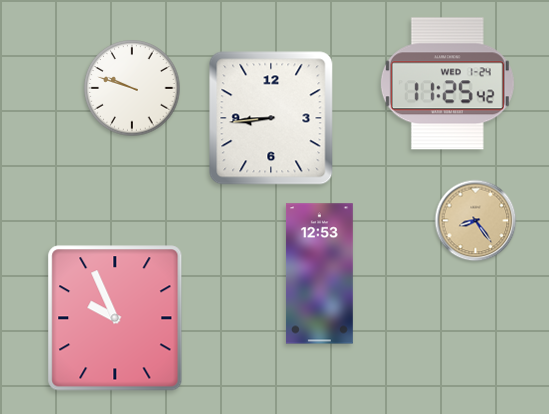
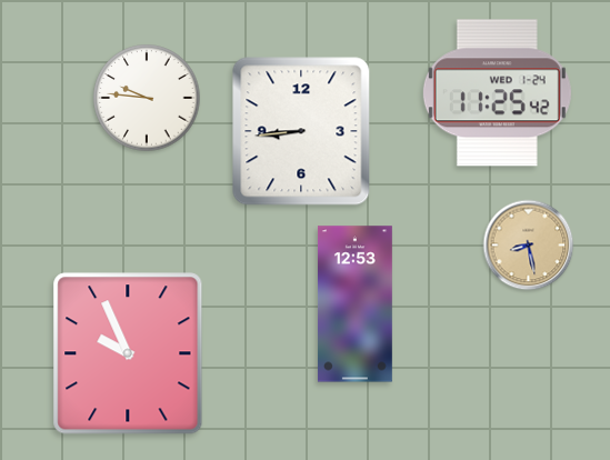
clock at (132, 88): 9:48 -> 9:46
clock at (476, 221): 8:24 -> 8:28
